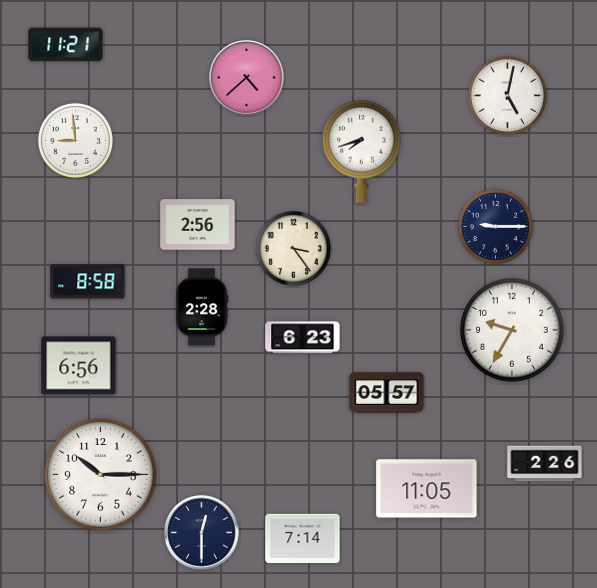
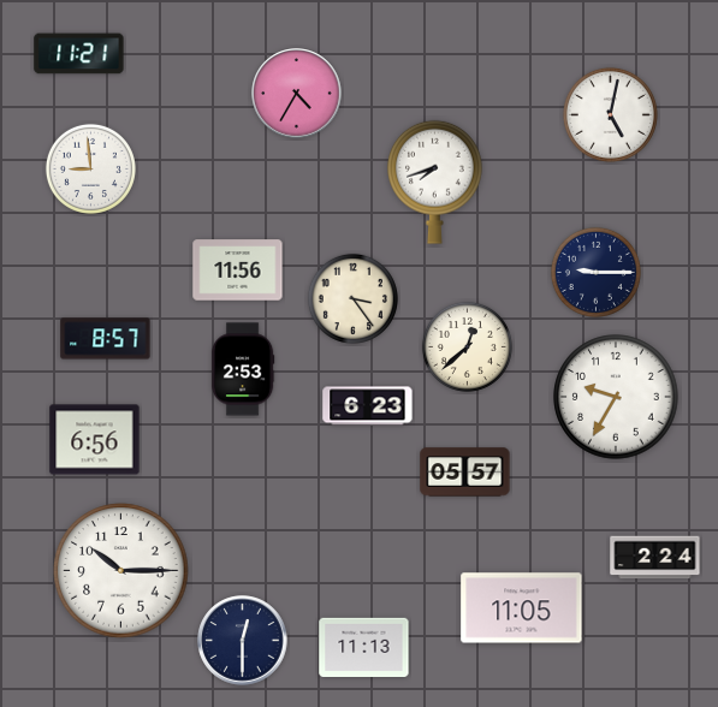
clock at (247, 78): 4:38 -> 4:35
clock at (198, 225): 2:56 -> 11:56
clock at (88, 282): 8:58 -> 8:57
clock at (467, 346): none -> 12:38
clock at (202, 307): 2:28 -> 2:53
clock at (303, 338) position: (303, 338) -> (368, 406)
clock at (545, 464): 2:26 -> 2:24
clock at (427, 489) position: (427, 489) -> (522, 608)
clock at (303, 539): 7:14 -> 11:13
